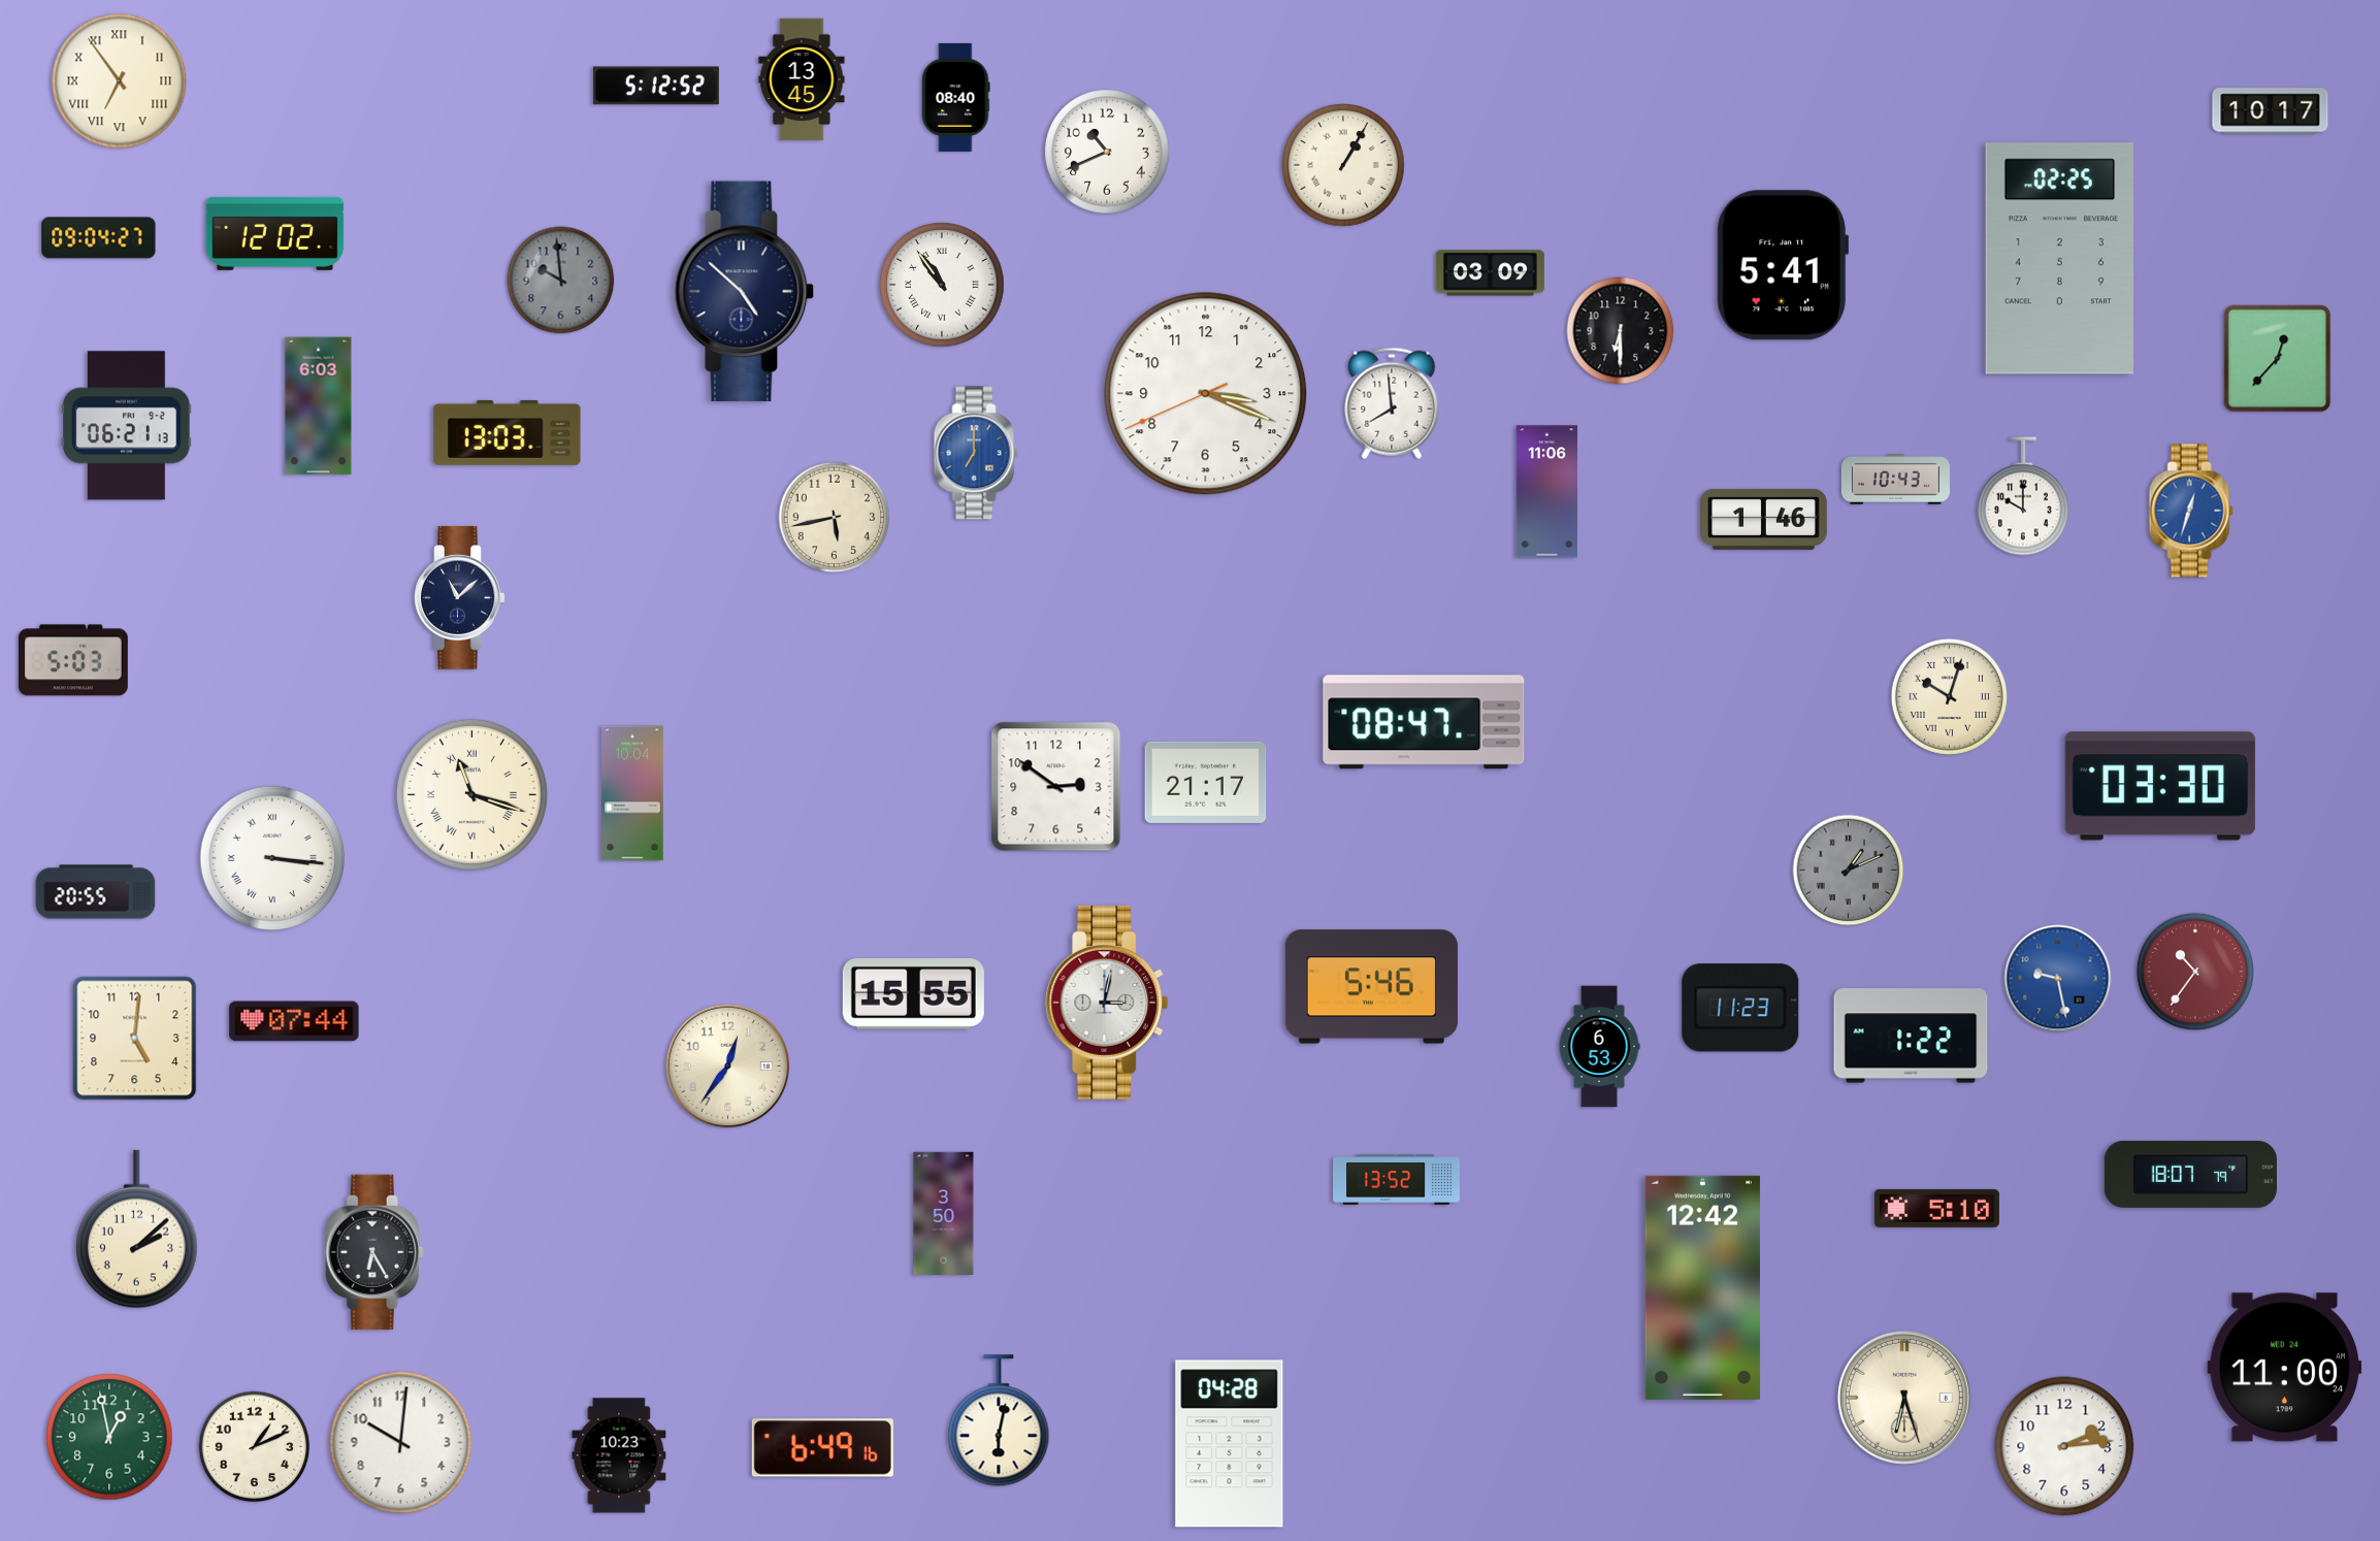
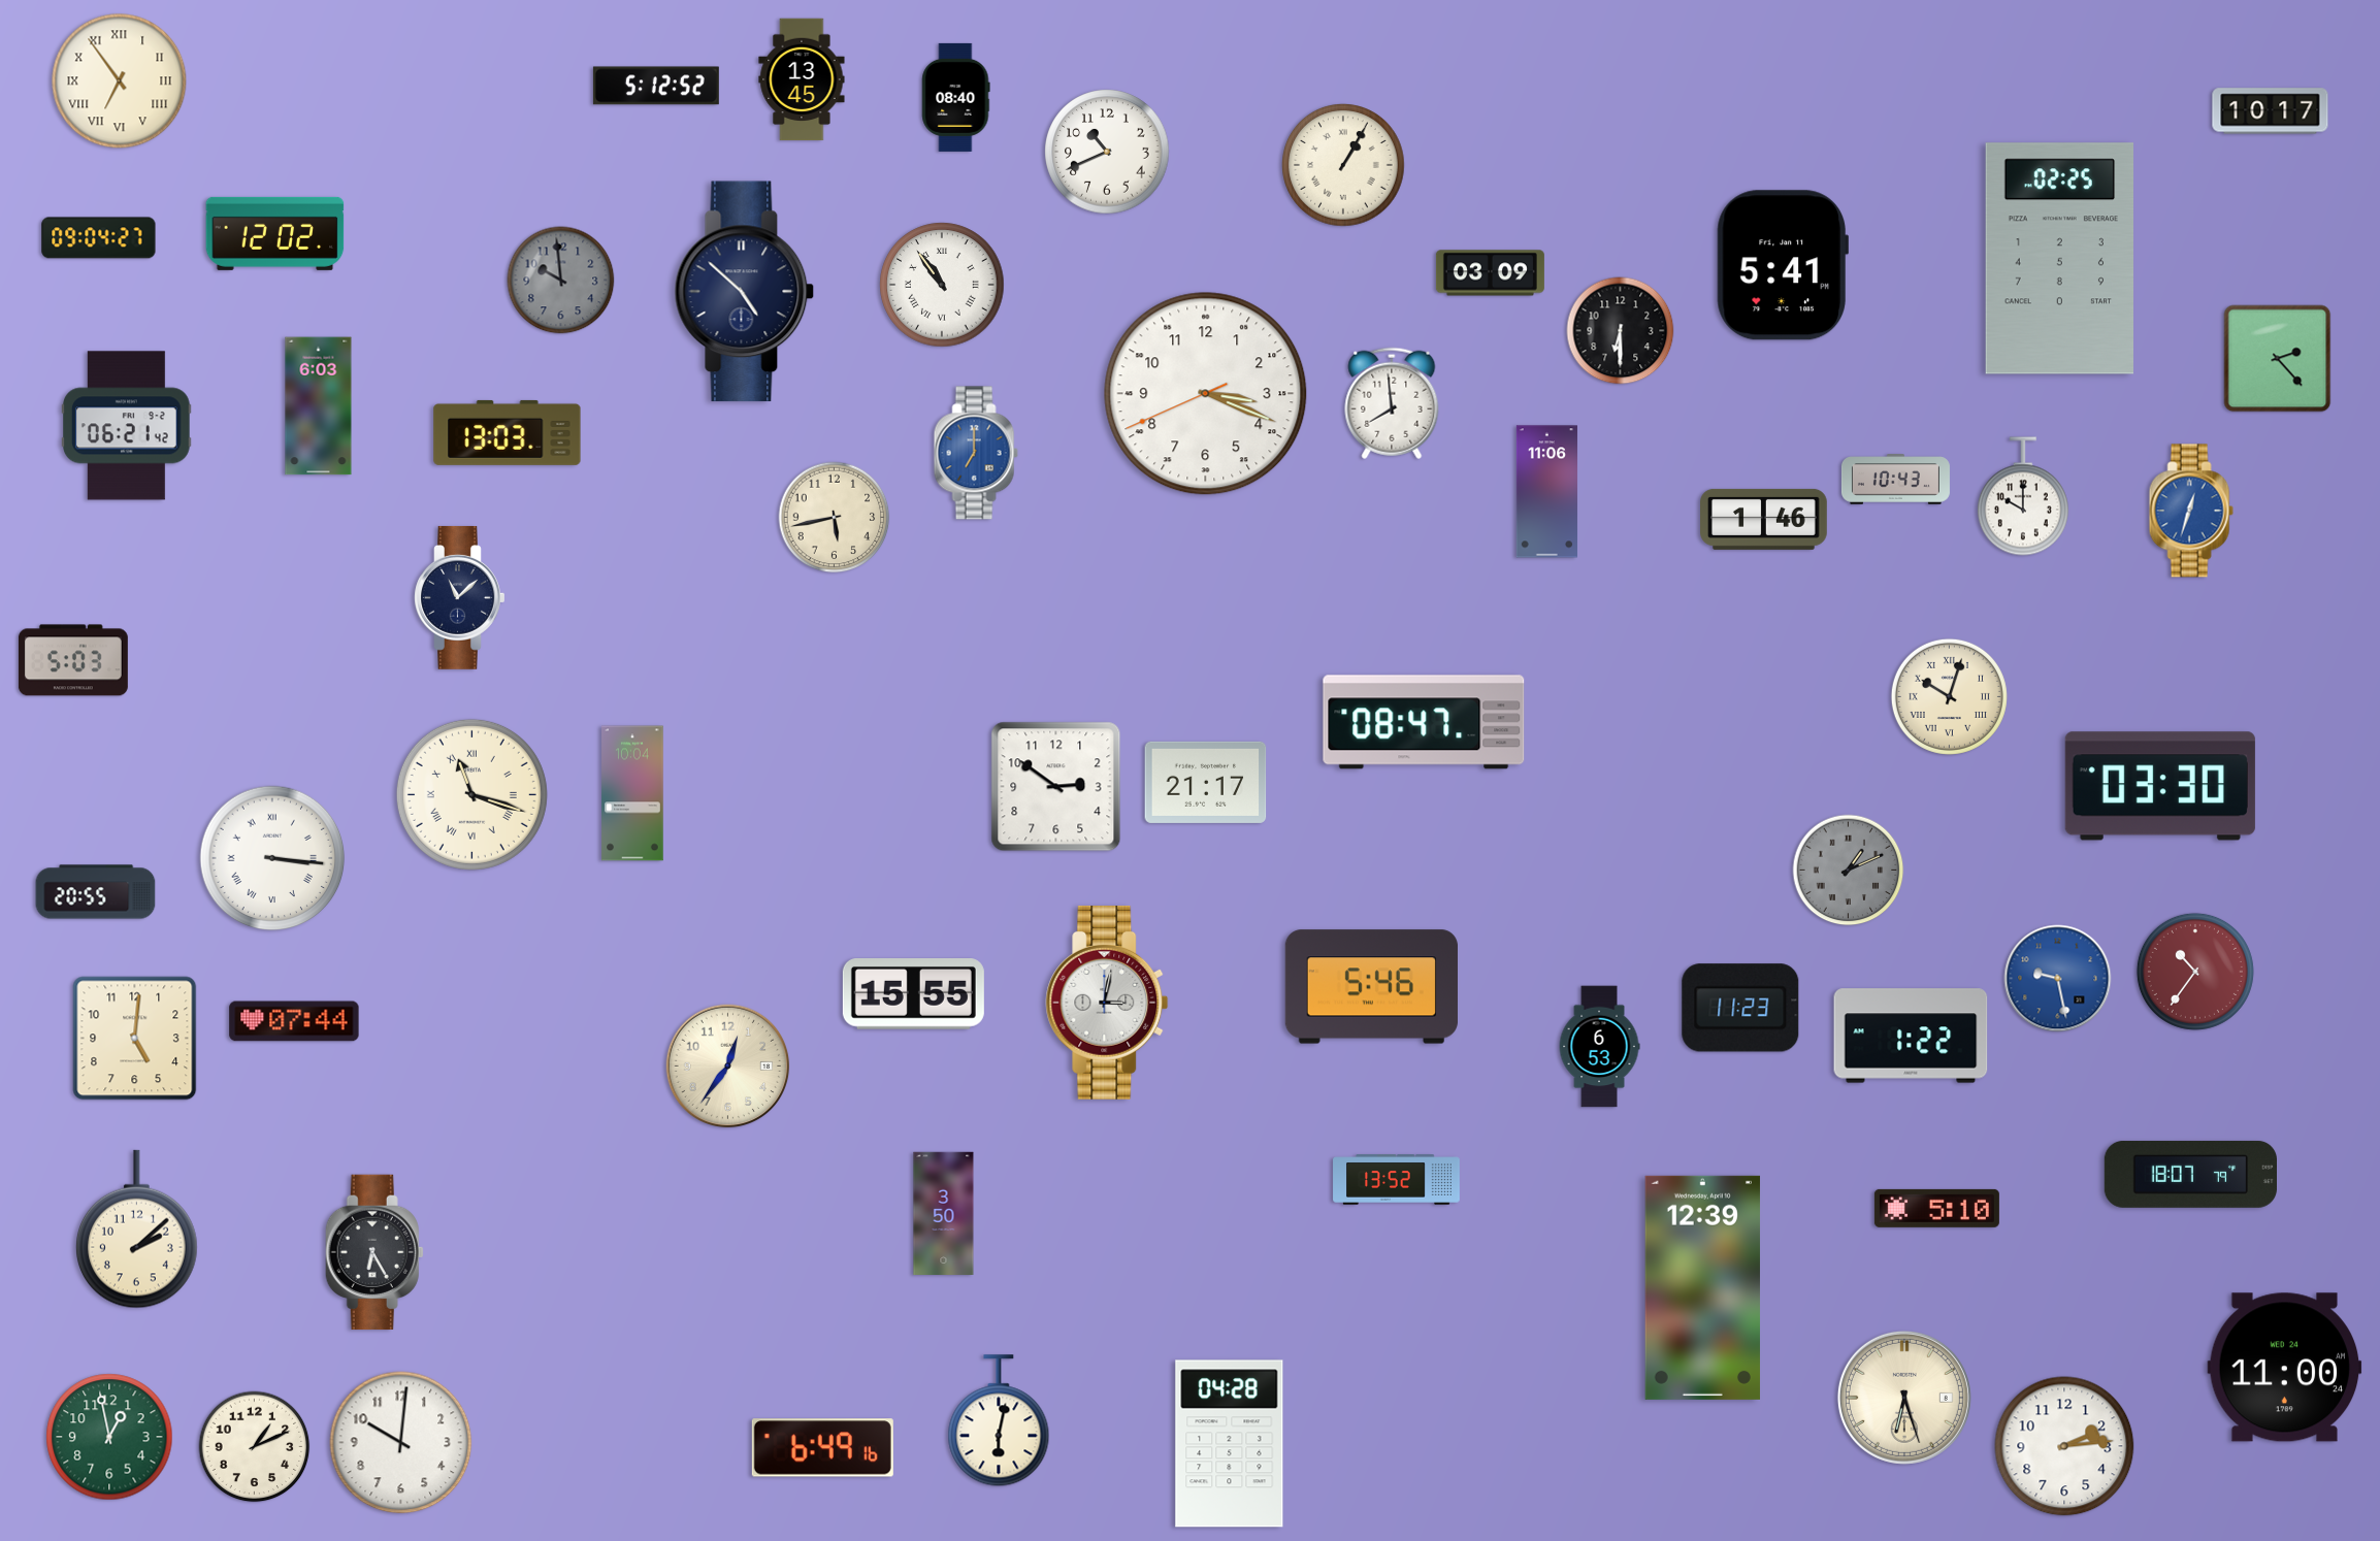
clock at (2278, 359): 12:37 -> 2:23
clock at (127, 426): 06:21:13 -> 06:21:42
clock at (1702, 1287): 12:42 -> 12:39
clock at (619, 1455): 10:23 -> none
